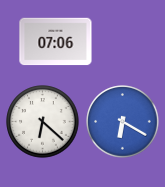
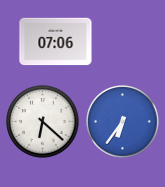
clock at (123, 122): 6:20 -> 6:36
